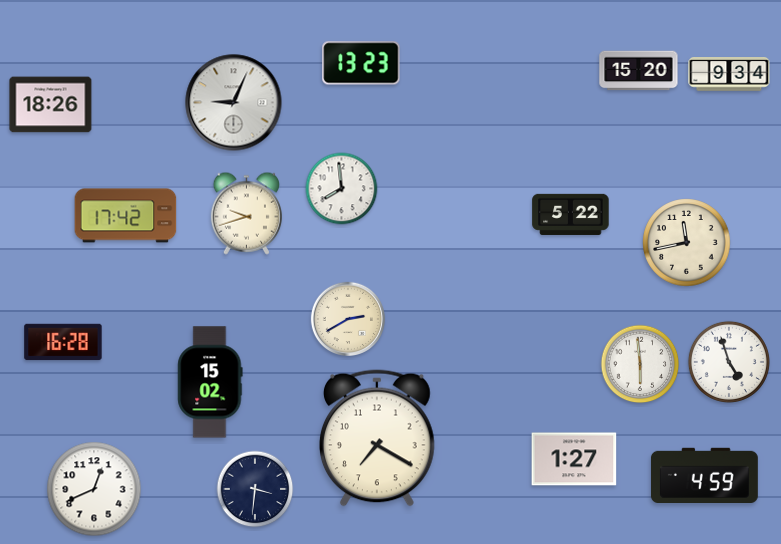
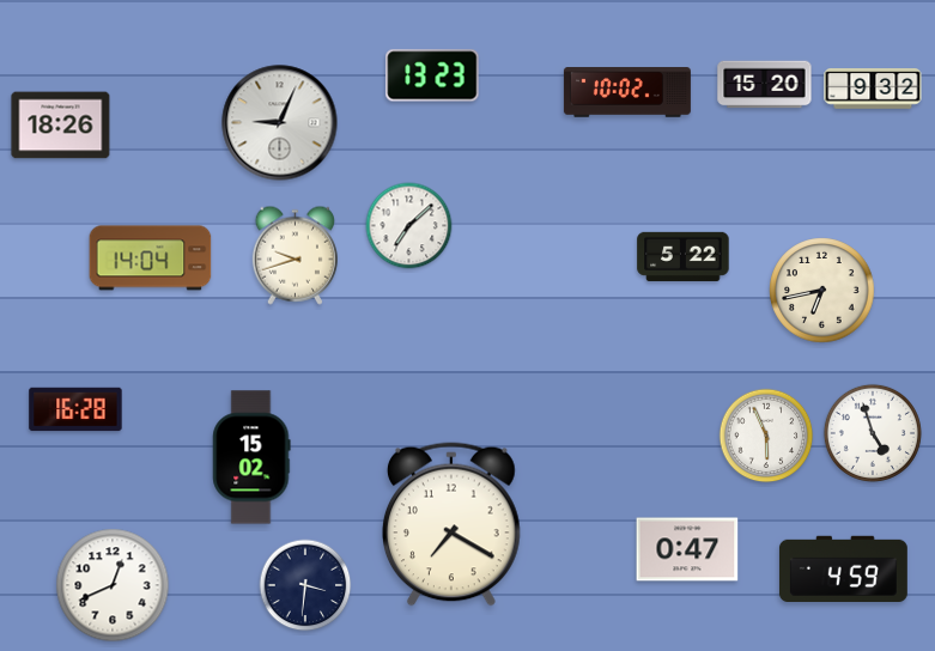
clock at (729, 75): 9:34 -> 9:32
clock at (627, 92): none -> 10:02
clock at (342, 189): 7:59 -> 7:08
clock at (126, 216): 17:42 -> 14:04
clock at (687, 243): 11:43 -> 6:43
clock at (347, 318): 2:40 -> none
clock at (640, 364): 5:59 -> 5:56
clock at (574, 459): 1:27 -> 0:47
